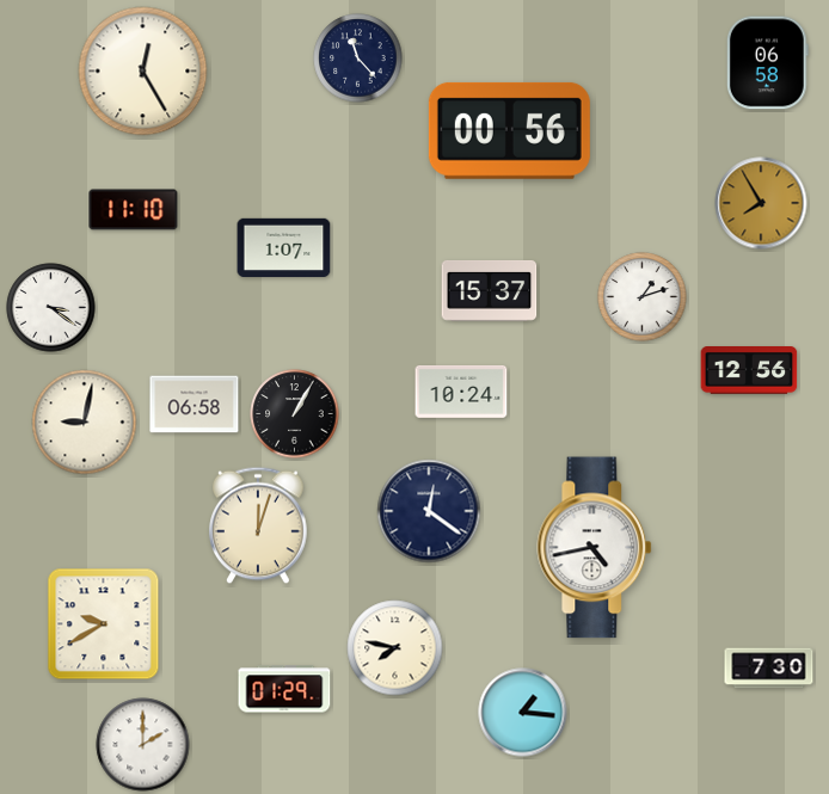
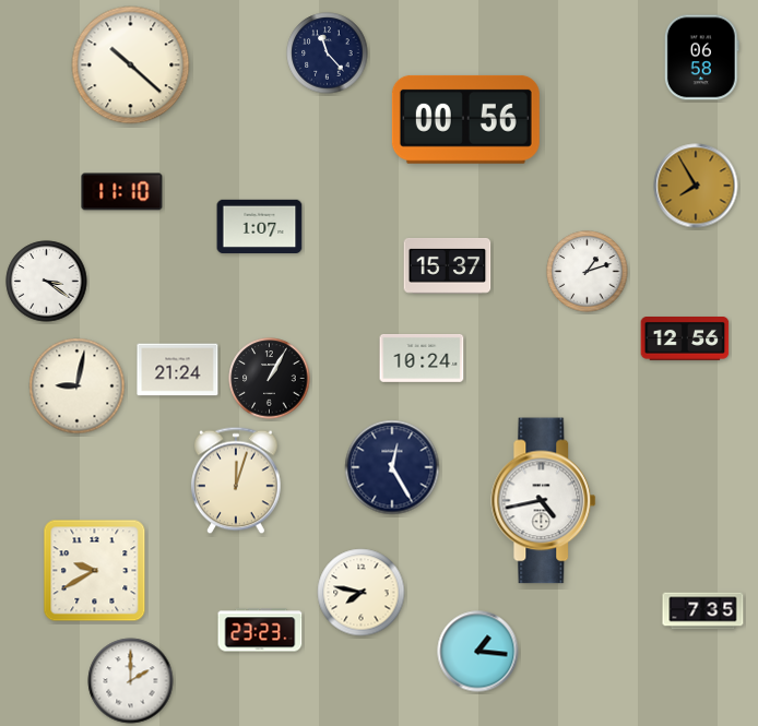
clock at (143, 72): 12:25 -> 10:22
clock at (195, 405): 06:58 -> 21:24
clock at (429, 511): 12:21 -> 12:25
clock at (769, 669): 7:30 -> 7:35
clock at (284, 689): 01:29 -> 23:23
